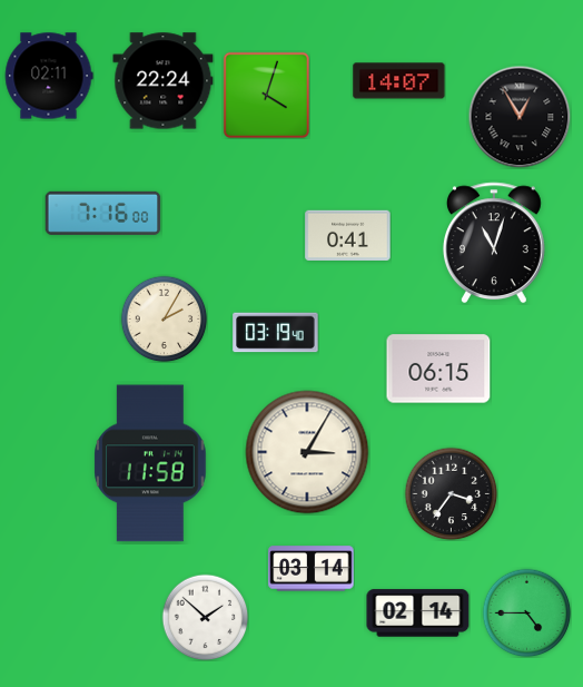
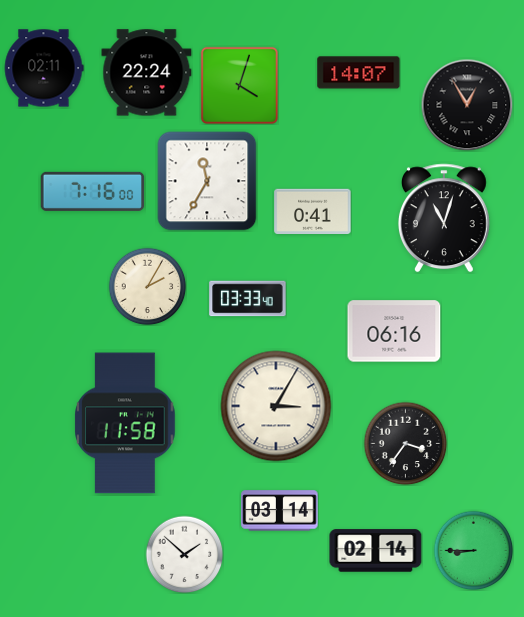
clock at (207, 181): none -> 11:35
clock at (276, 333): 03:19 -> 03:33
clock at (438, 369): 06:15 -> 06:16
clock at (150, 463) position: (150, 463) -> (125, 423)
clock at (526, 612): 4:45 -> 8:45
